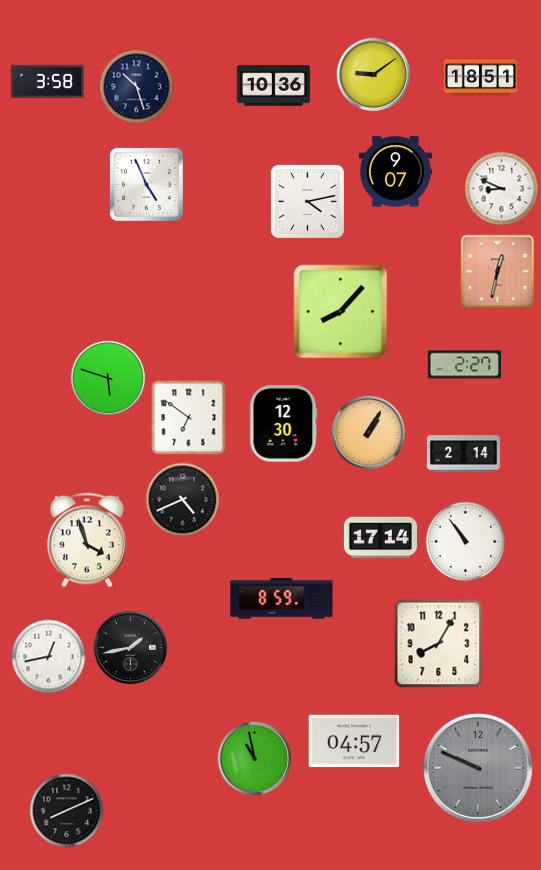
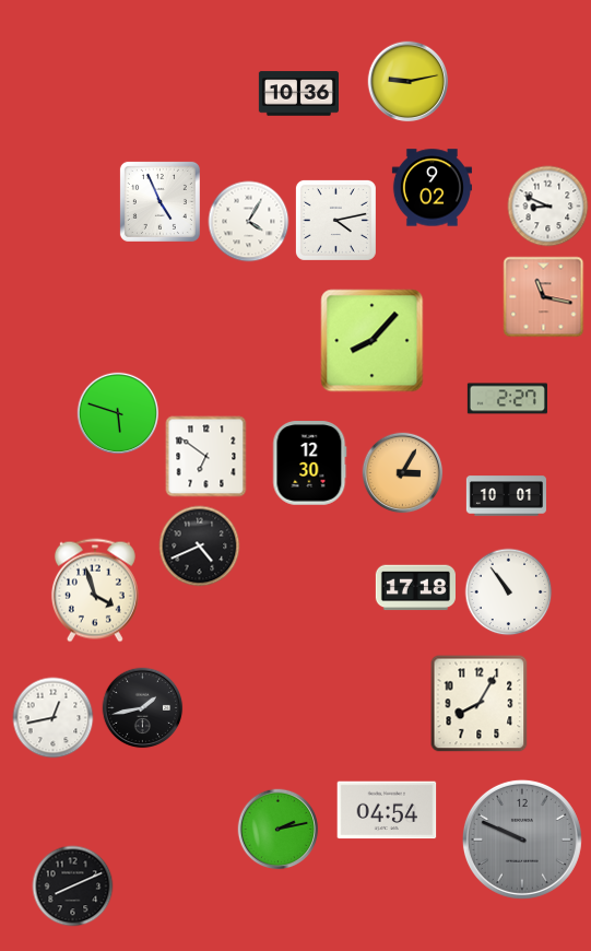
clock at (374, 75): 9:09 -> 9:13
clock at (480, 78): 18:51 -> none
clock at (47, 81): 3:58 -> none
clock at (137, 87): 10:27 -> none
clock at (395, 172): 9:07 -> 9:02
clock at (249, 222): none -> 4:05
clock at (498, 272): 12:32 -> 11:17
clock at (369, 433): 1:05 -> 3:05
clock at (463, 454): 2:14 -> 10:01
clock at (380, 538): 17:14 -> 17:18
clock at (282, 599): 8:59 -> none
clock at (354, 741): 04:57 -> 04:54
clock at (255, 759): 10:58 -> 2:13
